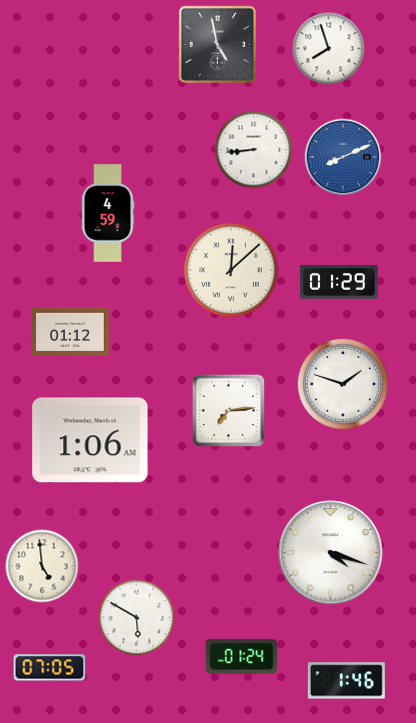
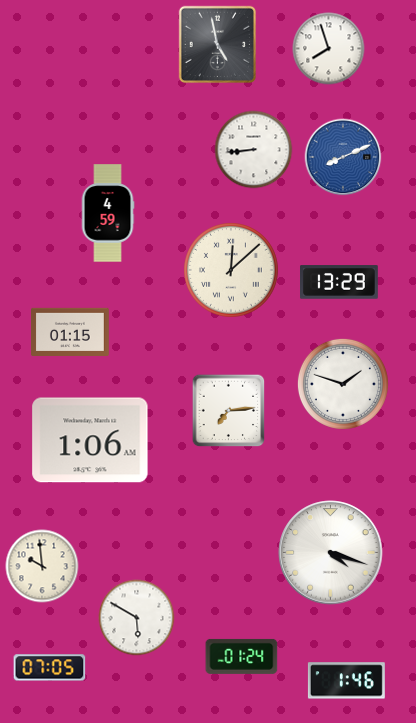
clock at (340, 282): 01:29 -> 13:29
clock at (71, 331): 01:12 -> 01:15
clock at (42, 566): 4:59 -> 9:59
